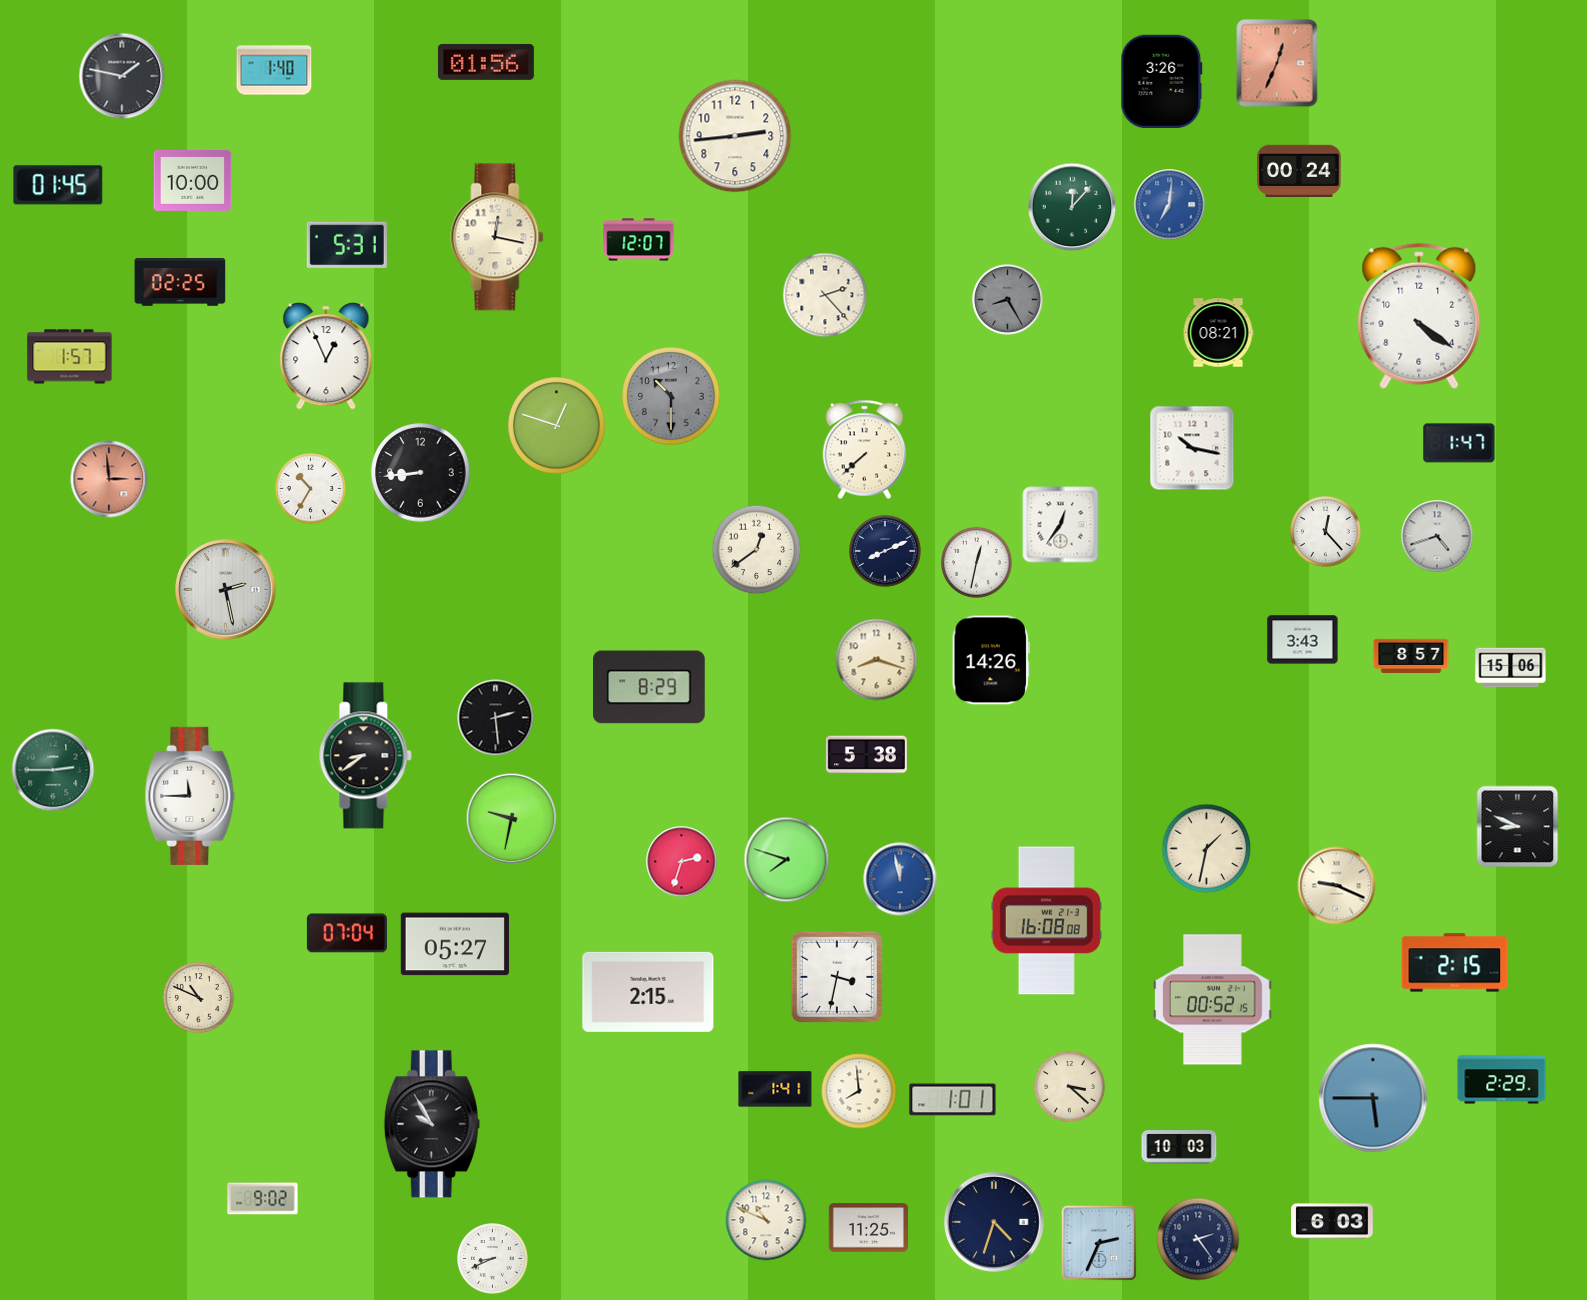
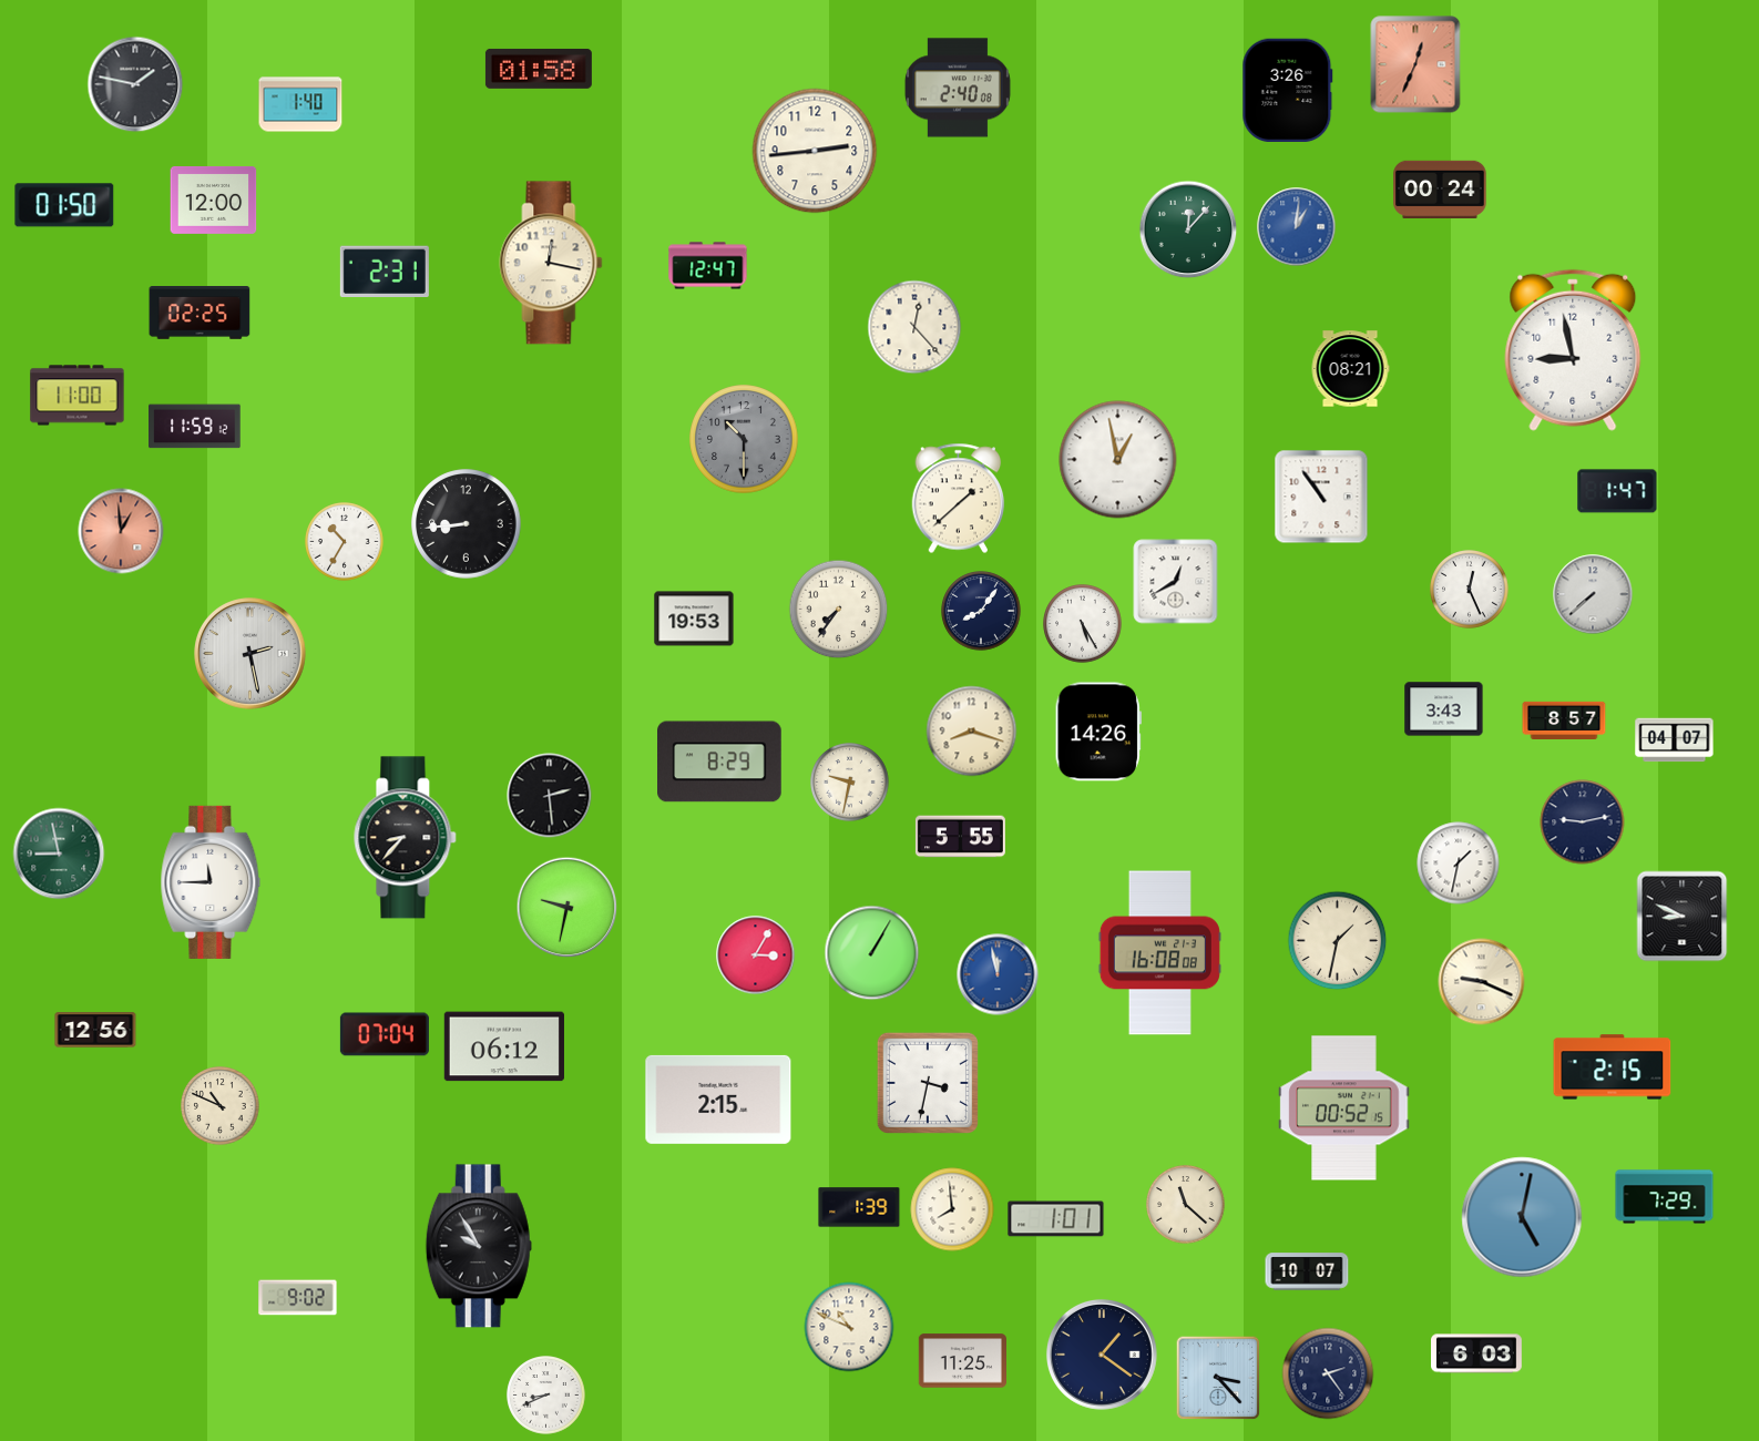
clock at (486, 62): 01:56 -> 01:58
clock at (1277, 63) position: (1277, 63) -> (1415, 64)
clock at (274, 70) position: (274, 70) -> (300, 104)
clock at (958, 88): none -> 2:40
clock at (193, 180): 10:00 -> 12:00
clock at (58, 185): 01:45 -> 01:50
clock at (1170, 205): 7:01 -> 1:01
clock at (639, 240): 12:07 -> 12:47
clock at (347, 244): 5:31 -> 2:31
clock at (825, 295): 2:23 -> 12:23
clock at (1008, 300): 8:25 -> none
clock at (1419, 316): 4:21 -> 8:58
clock at (70, 357): 1:57 -> 11:00
clock at (326, 357): 12:56 -> none
clock at (195, 427): none -> 11:59
clock at (1118, 460): none -> 12:58
clock at (557, 426): 12:48 -> none
clock at (1192, 448): 10:17 -> 10:54
clock at (865, 450): 7:38 -> 1:38
clock at (109, 479): 2:59 -> 12:59
clock at (1061, 525): 12:36 -> 12:40
clock at (1326, 532): 12:23 -> 12:26
clock at (1437, 536): 4:42 -> 7:38
clock at (757, 550): 12:39 -> 7:36
clock at (885, 551): 8:11 -> 8:06
clock at (694, 619): none -> 19:53
clock at (977, 563): 12:32 -> 5:25
clock at (1411, 655) position: (1411, 655) -> (1564, 719)
clock at (1511, 668): 15:06 -> 04:07
clock at (850, 783): none -> 9:32
clock at (1583, 822): none -> 9:13
clock at (866, 755): 5:38 -> 5:55
clock at (366, 756): 8:39 -> 8:37
clock at (53, 770): 2:45 -> 8:58
clock at (1459, 863): none -> 1:32
clock at (787, 860): 7:48 -> 1:05
clock at (682, 862): 2:33 -> 3:05
clock at (1046, 921) position: (1046, 921) -> (1159, 953)
clock at (95, 1030): none -> 12:56
clock at (455, 944): 05:27 -> 06:12
clock at (1502, 1080): 2:29 -> 7:29
clock at (1070, 1087): 3:22 -> 11:22
clock at (775, 1089): 1:41 -> 1:39
clock at (1373, 1098): 5:45 -> 5:02
clock at (1179, 1147): 10:03 -> 10:07
clock at (263, 1199) position: (263, 1199) -> (298, 1298)
clock at (766, 1220) position: (766, 1220) -> (849, 1327)
clock at (994, 1222): 4:33 -> 1:21
clock at (1099, 1243): 2:34 -> 3:23
